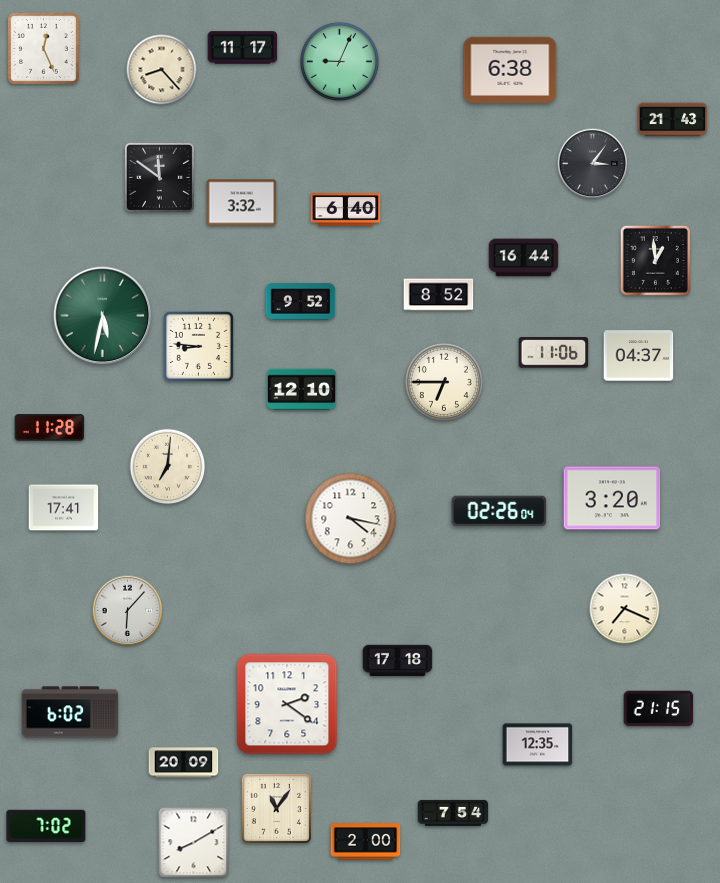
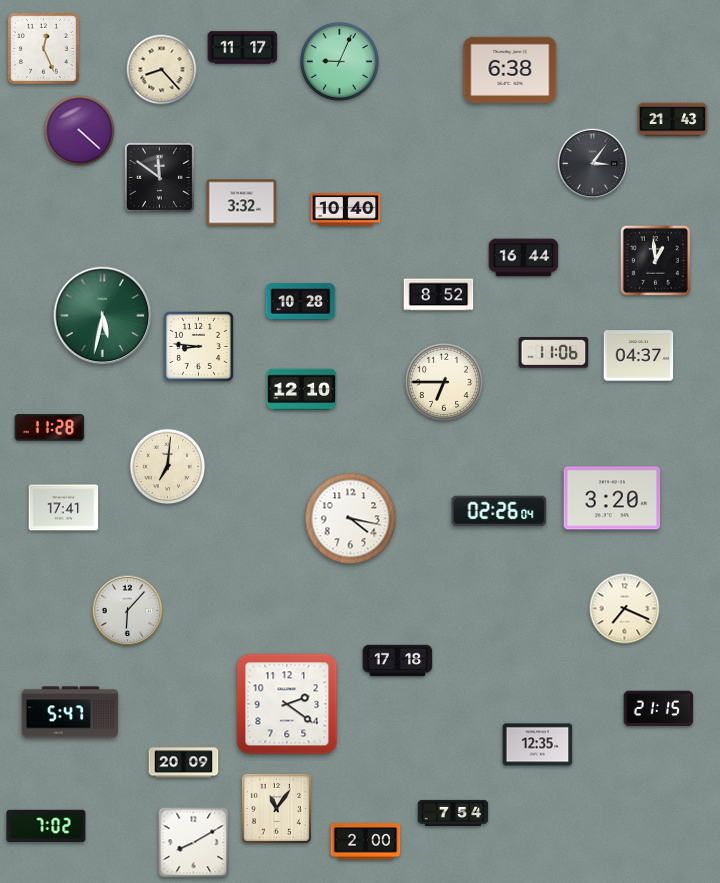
clock at (80, 131): none -> 4:22
clock at (346, 210): 6:40 -> 10:40
clock at (301, 302): 9:52 -> 10:28
clock at (70, 712): 6:02 -> 5:47
